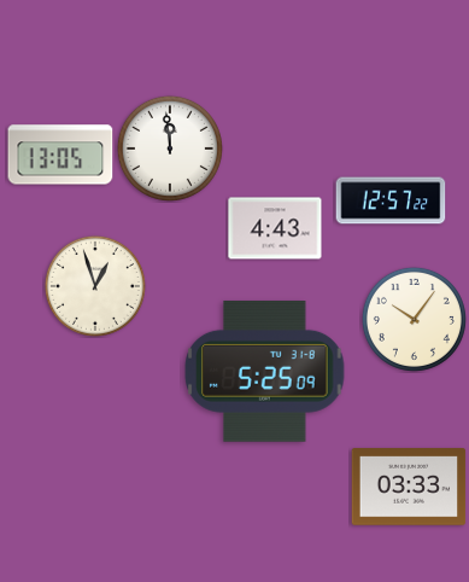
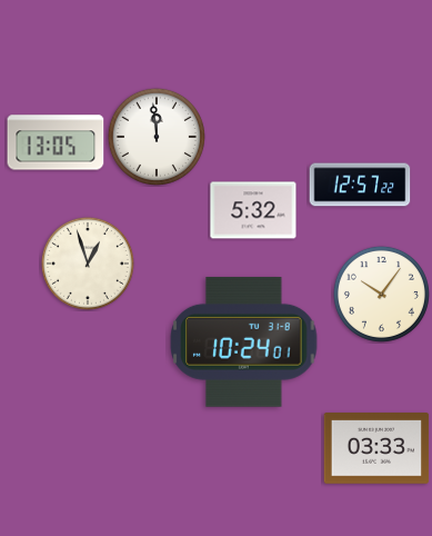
clock at (275, 228): 4:43 -> 5:32
clock at (265, 371): 5:25 -> 10:24
